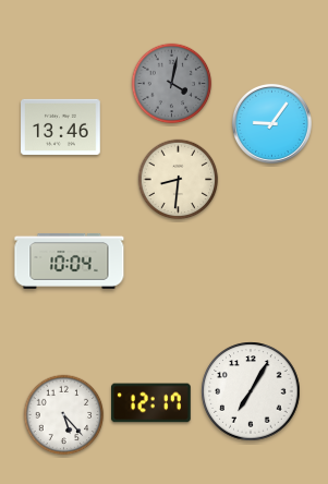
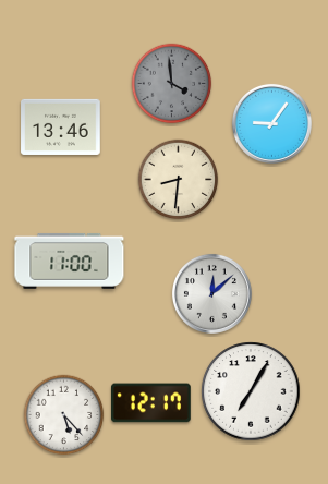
clock at (172, 84): 4:02 -> 3:59
clock at (70, 261): 10:04 -> 11:00
clock at (211, 293): none -> 12:08
